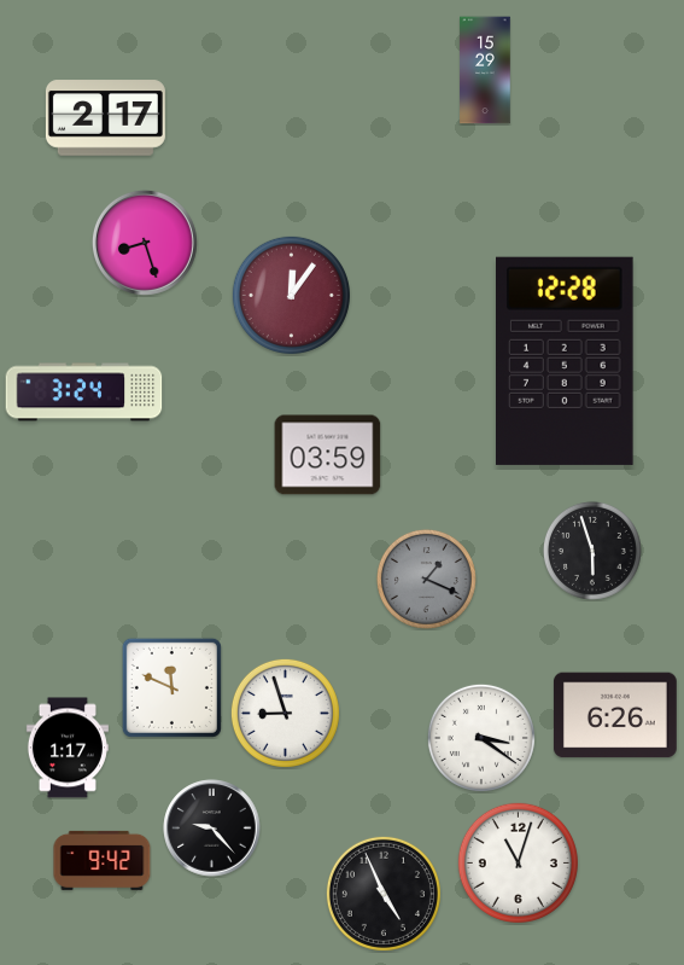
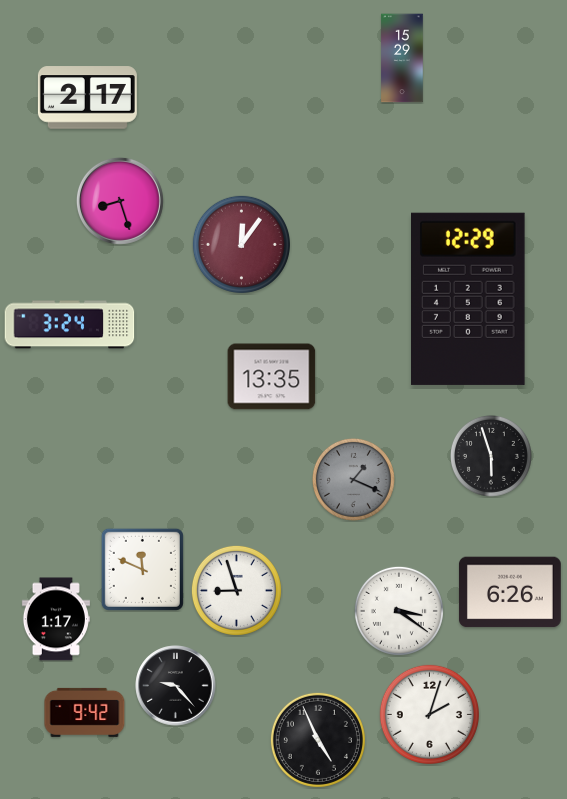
clock at (566, 361): 12:28 -> 12:29
clock at (328, 455): 03:59 -> 13:35
clock at (518, 862): 11:03 -> 2:03
